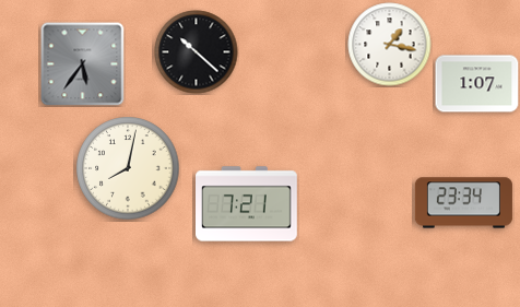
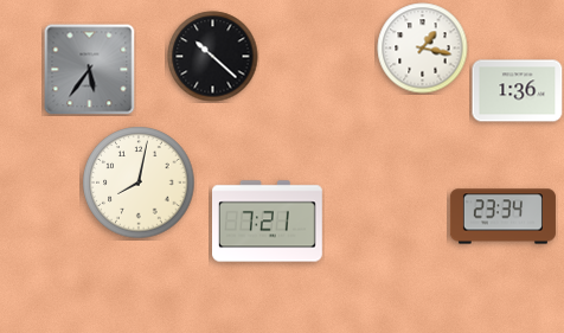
clock at (477, 84): 1:07 -> 1:36
clock at (463, 203) position: (463, 203) -> (502, 217)
